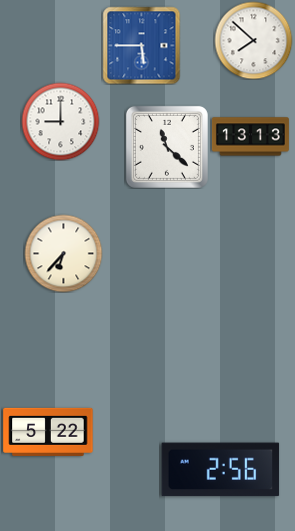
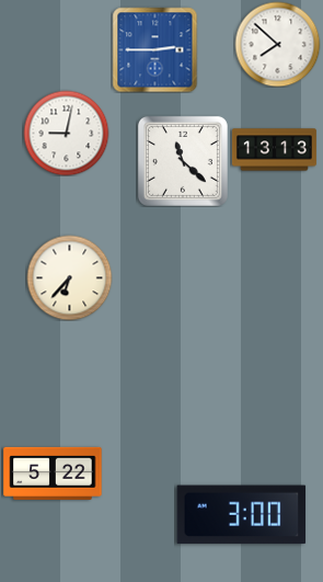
clock at (141, 45): 5:45 -> 2:45
clock at (60, 121): 9:00 -> 9:02
clock at (221, 470): 2:56 -> 3:00
